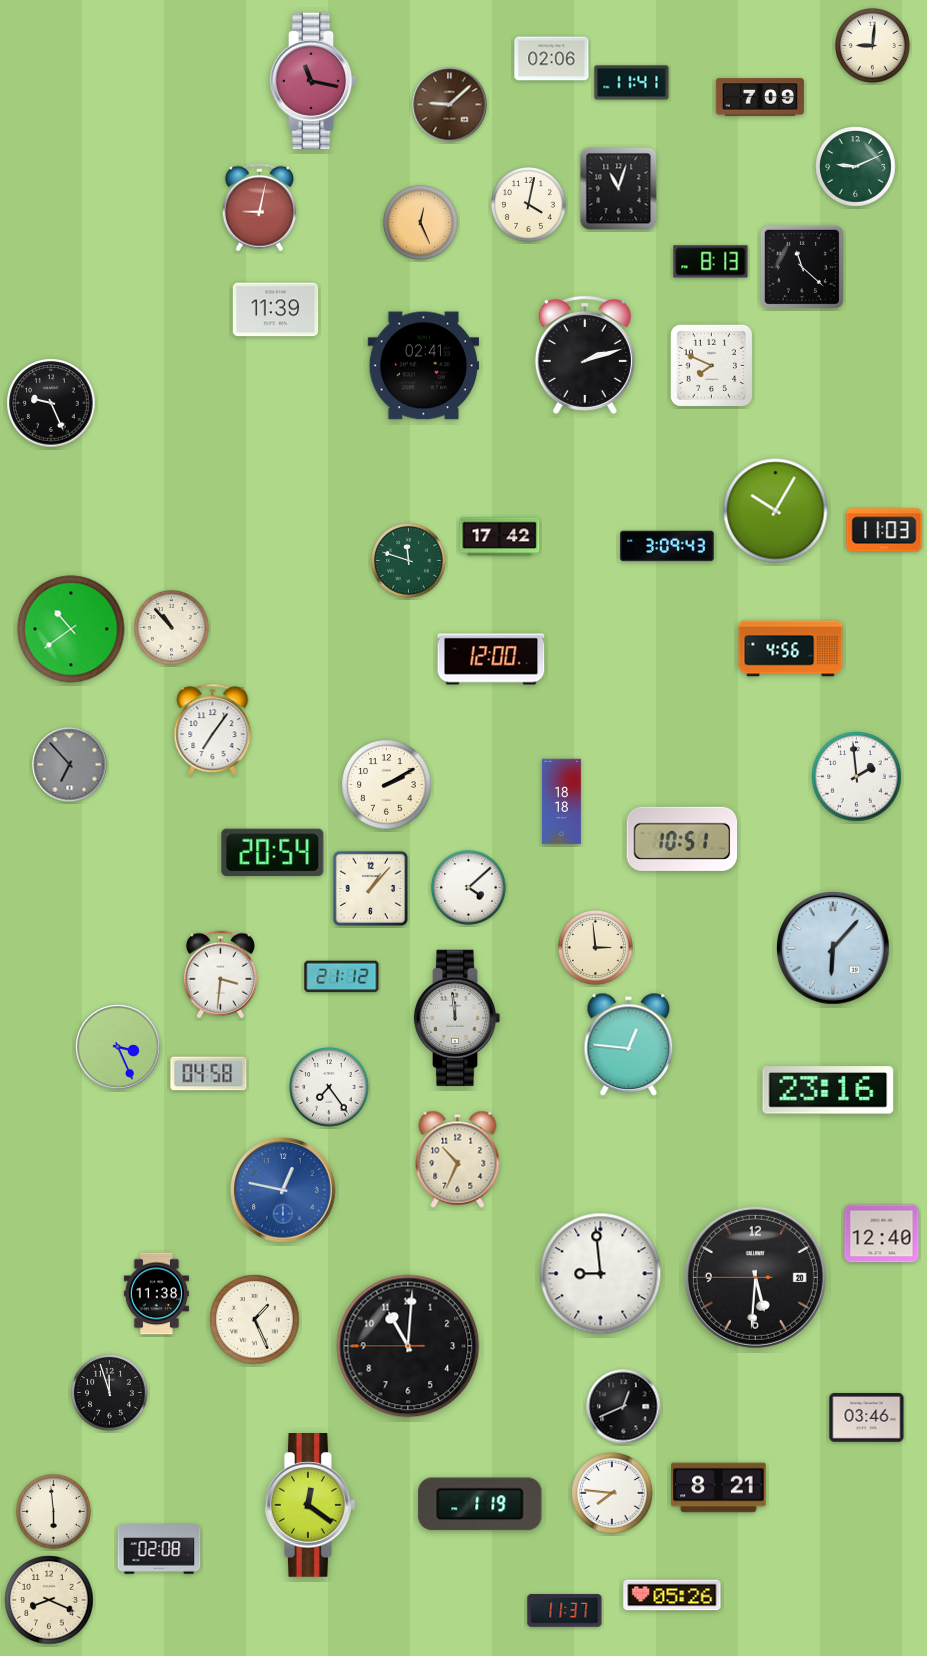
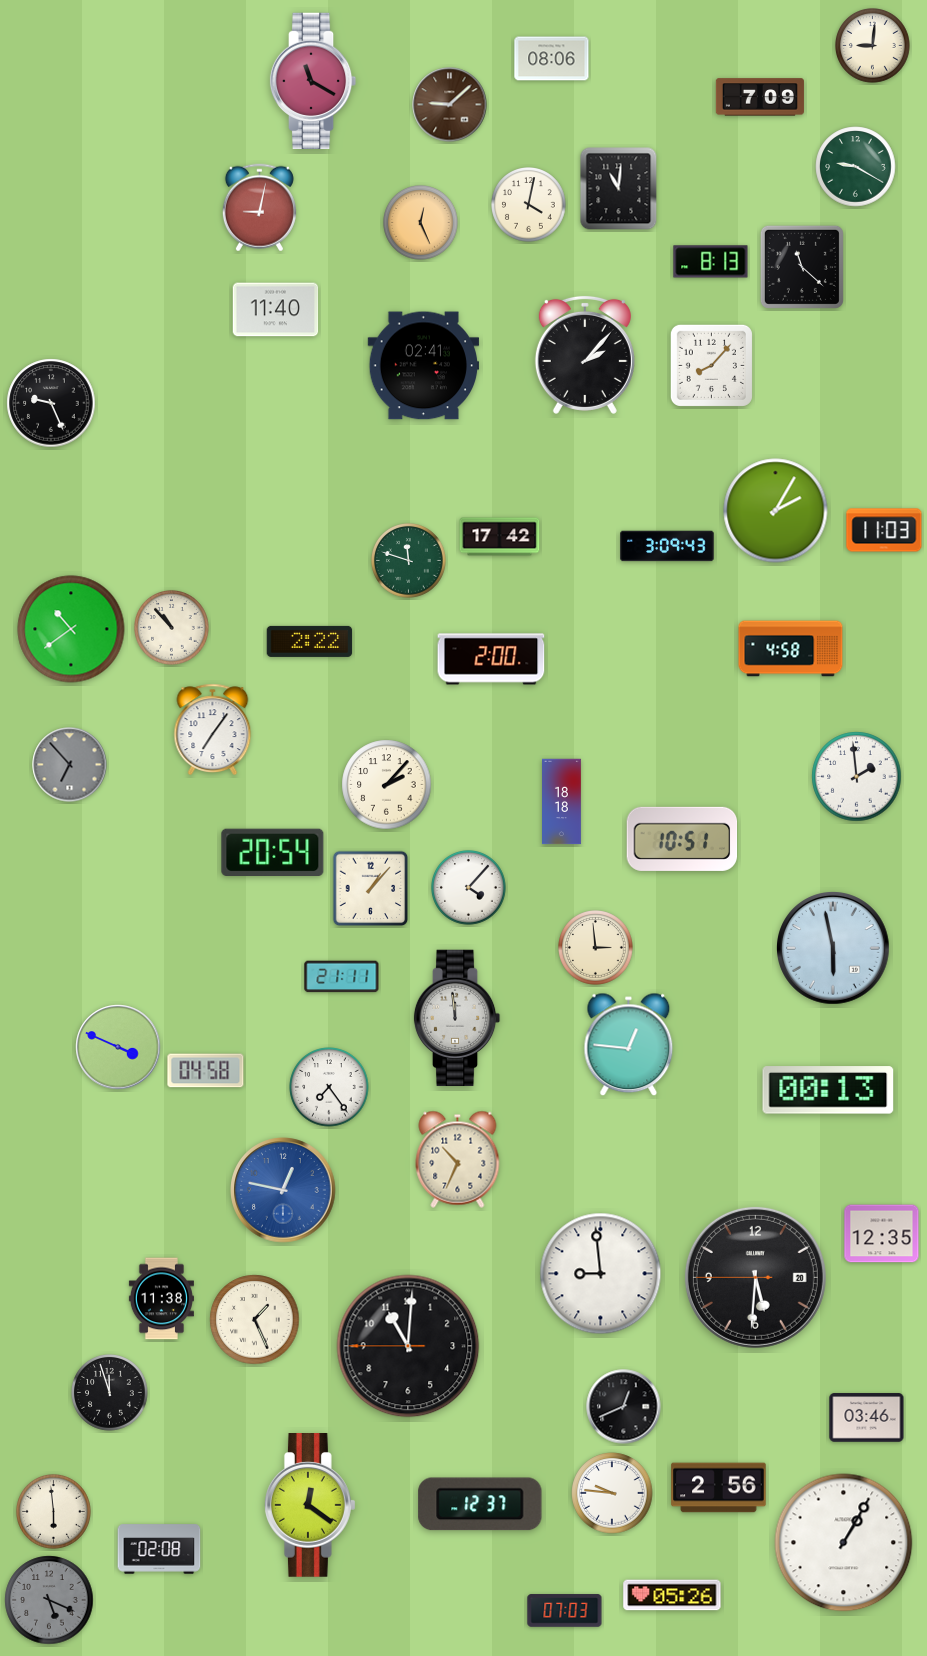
clock at (552, 59): 02:06 -> 08:06
clock at (313, 81): 11:17 -> 11:20
clock at (632, 83): 11:41 -> none
clock at (856, 167): 9:11 -> 9:20
clock at (619, 189): 11:03 -> 11:01
clock at (276, 310): 11:39 -> 11:40
clock at (585, 355): 2:12 -> 2:07
clock at (711, 365): 7:49 -> 8:07
clock at (776, 511): 10:05 -> 2:05
clock at (310, 641): none -> 2:22
clock at (791, 649): 4:56 -> 4:58
clock at (491, 659): 12:00 -> 2:00
clock at (387, 785): 2:10 -> 2:07
clock at (469, 888): 4:08 -> 4:07
clock at (833, 948): 6:07 -> 5:58
clock at (220, 975): 3:31 -> none
clock at (342, 977): 21:12 -> 21:11
clock at (118, 1047): 3:26 -> 3:49
clock at (209, 1074) position: (209, 1074) -> (206, 1071)
clock at (828, 1090): 23:16 -> 00:13
clock at (882, 1234): 12:40 -> 12:35
clock at (156, 1294) position: (156, 1294) -> (161, 1299)
clock at (719, 1488): 8:21 -> 2:56
clock at (612, 1493): 7:46 -> 9:46
clock at (480, 1504): 1:19 -> 12:37
clock at (844, 1543): none -> 1:05
clock at (49, 1600): 8:19 -> 5:19
clock at (49, 1600) dial: cream -> grey
clock at (565, 1611): 11:37 -> 07:03
